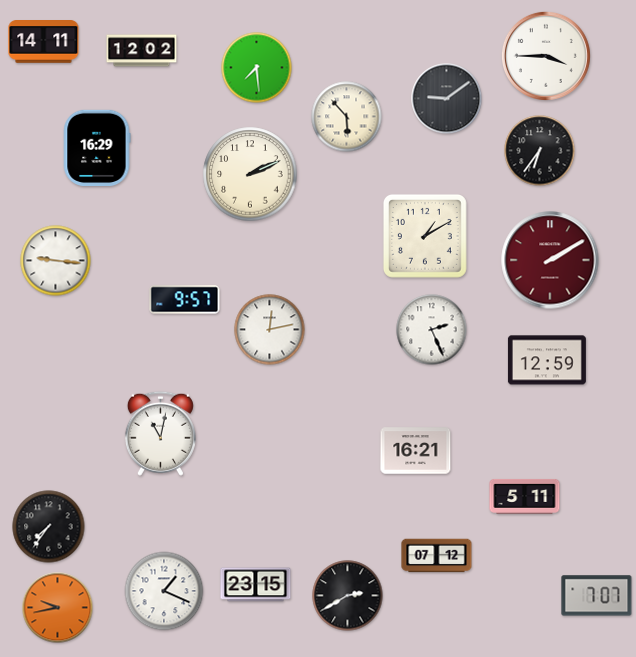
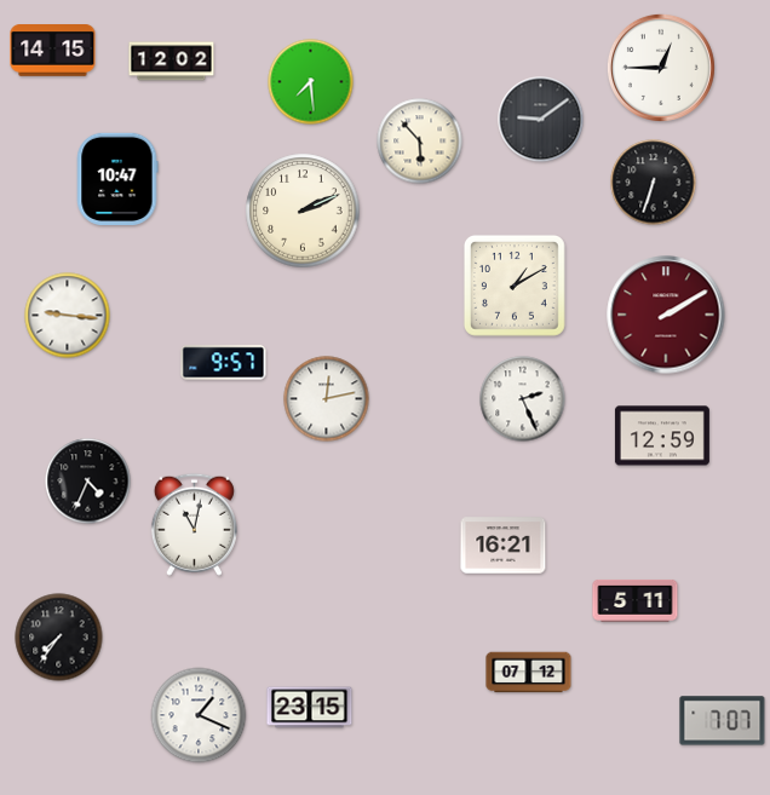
clock at (44, 42): 14:11 -> 14:15
clock at (546, 56): 3:45 -> 12:45
clock at (97, 147): 16:29 -> 10:47
clock at (540, 151): 6:36 -> 6:33
clock at (88, 482): none -> 4:34
clock at (348, 596): 2:40 -> none
clock at (58, 608): 9:43 -> none
